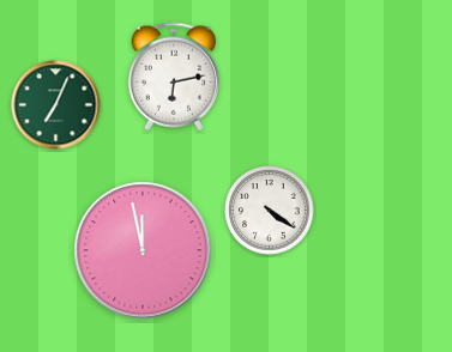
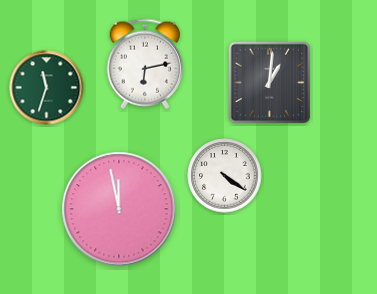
clock at (270, 83): none -> 1:01
clock at (56, 105): 7:04 -> 11:33
